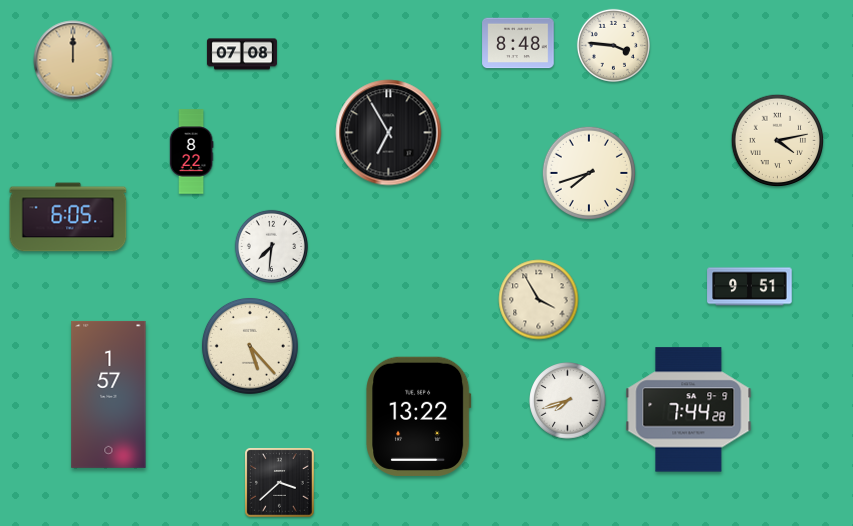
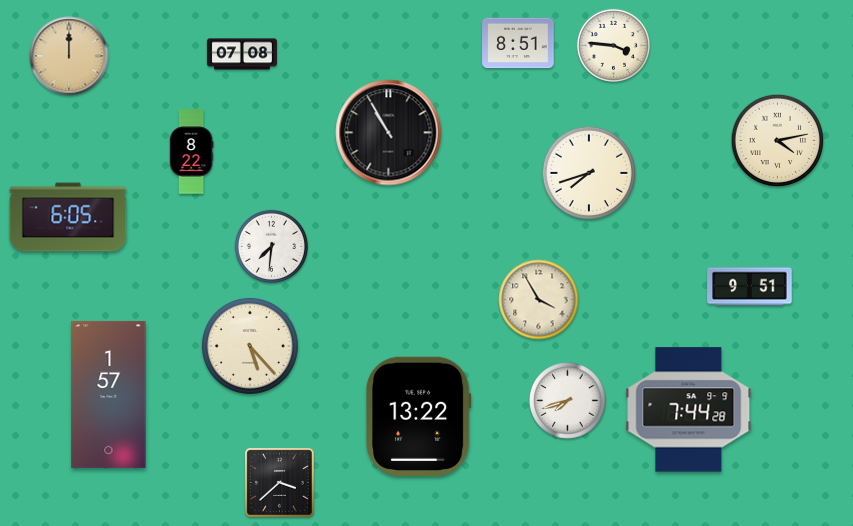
clock at (518, 43): 8:48 -> 8:51
clock at (73, 60) position: (73, 60) -> (69, 56)
clock at (389, 133): 6:55 -> 10:55
